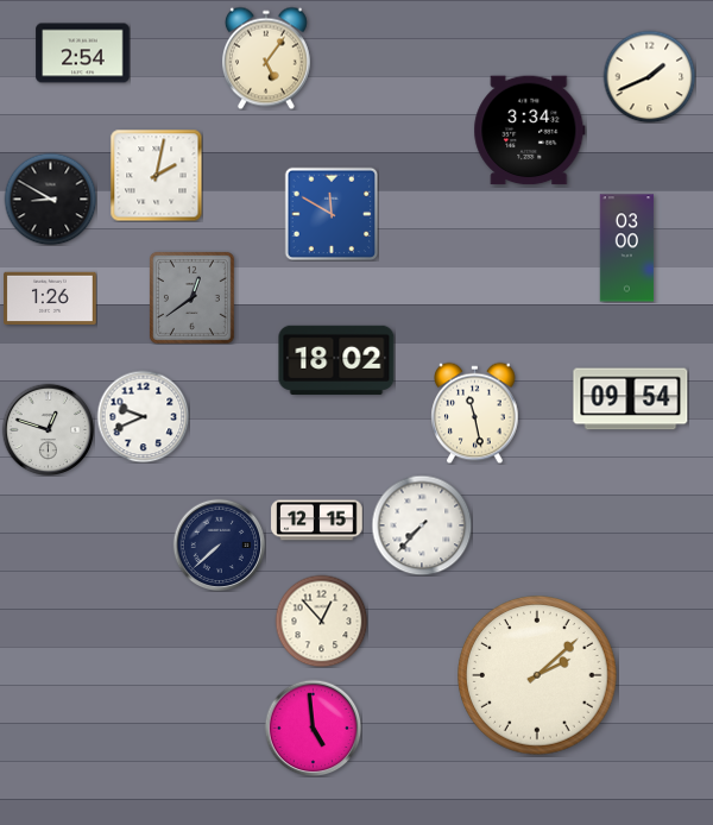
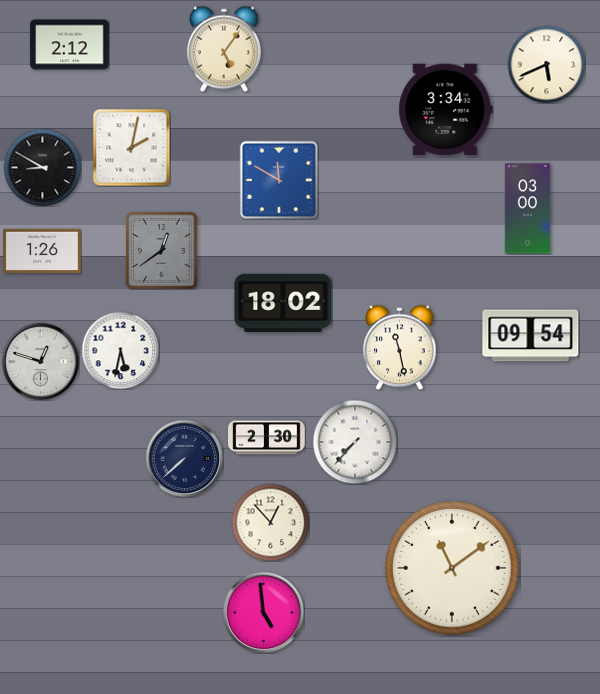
clock at (83, 53): 2:54 -> 2:12
clock at (649, 76): 1:41 -> 5:41
clock at (143, 416): 9:41 -> 5:32
clock at (317, 521): 12:15 -> 2:30
clock at (537, 675): 2:08 -> 11:09
